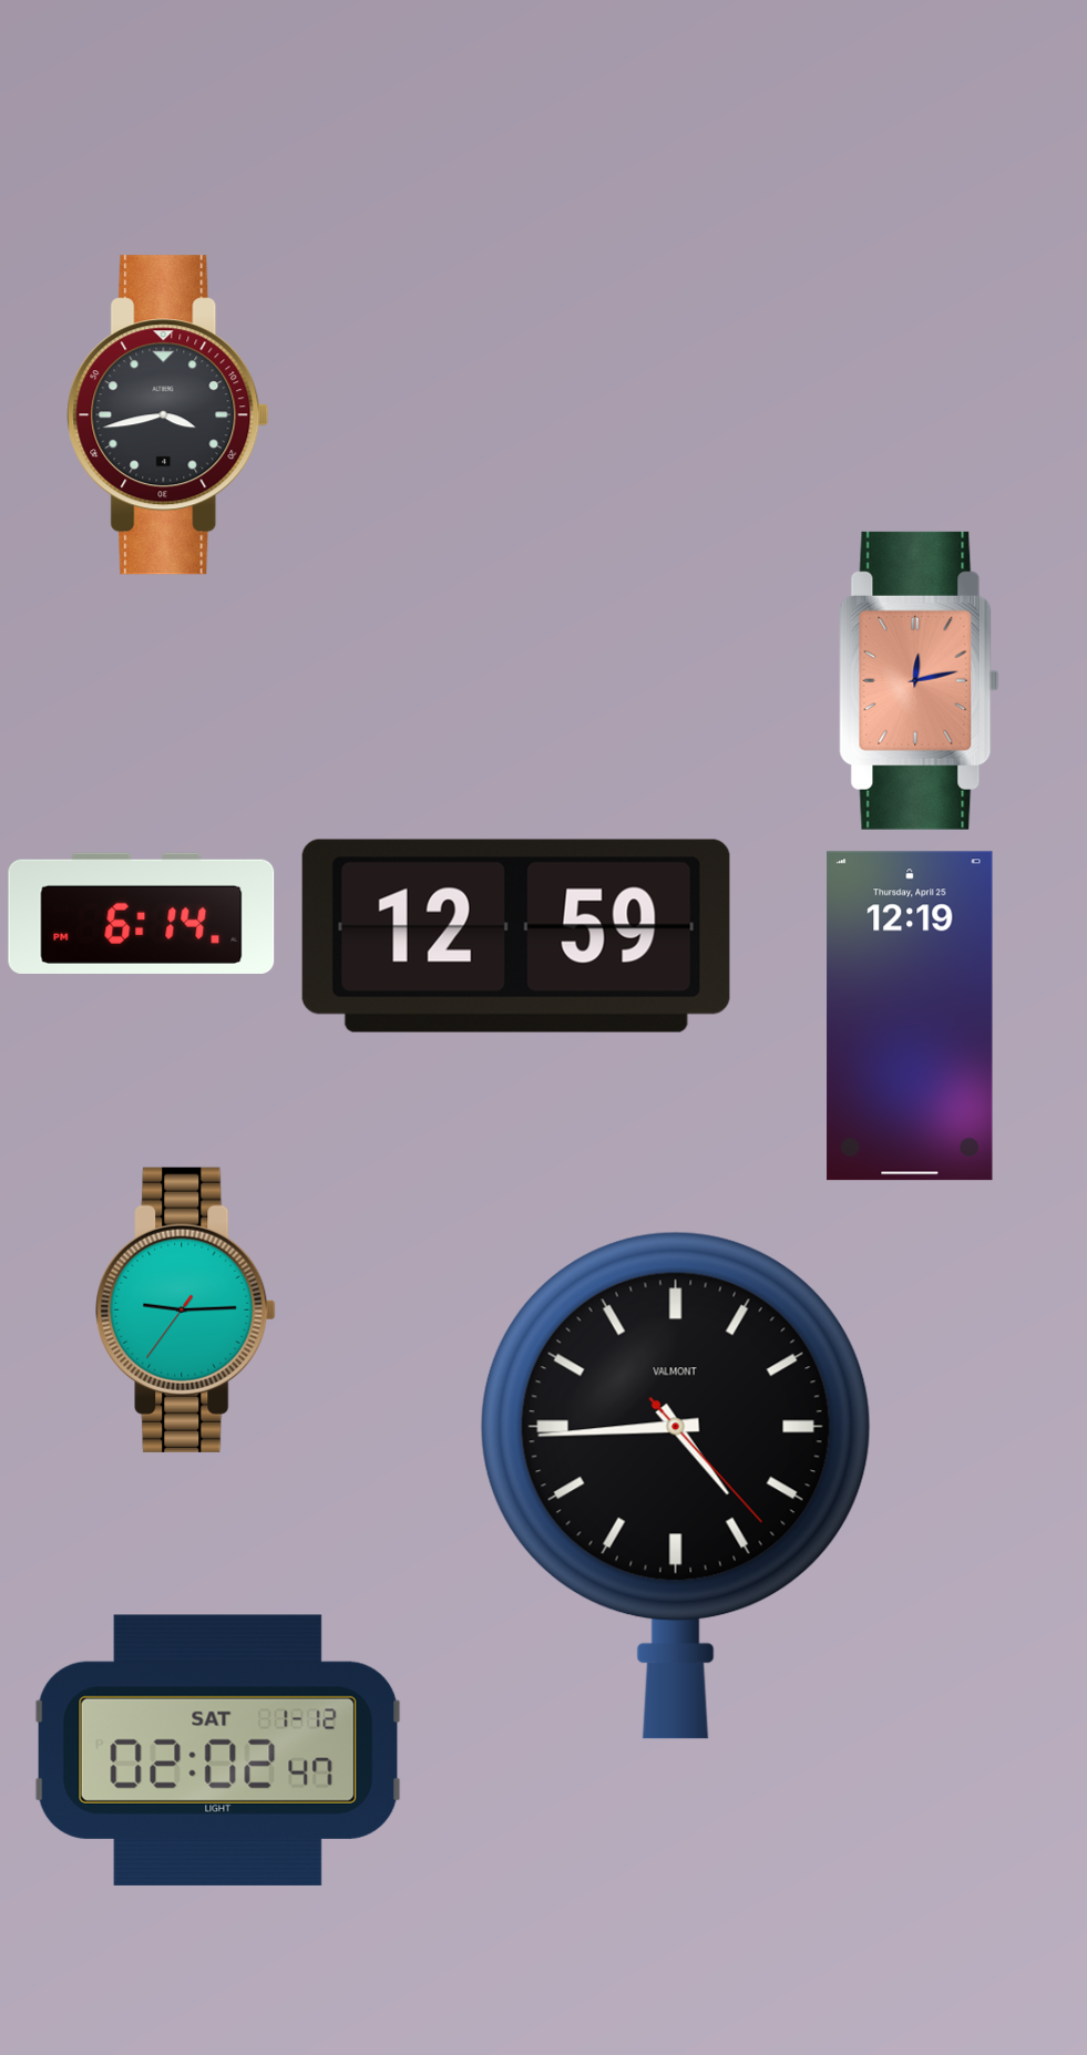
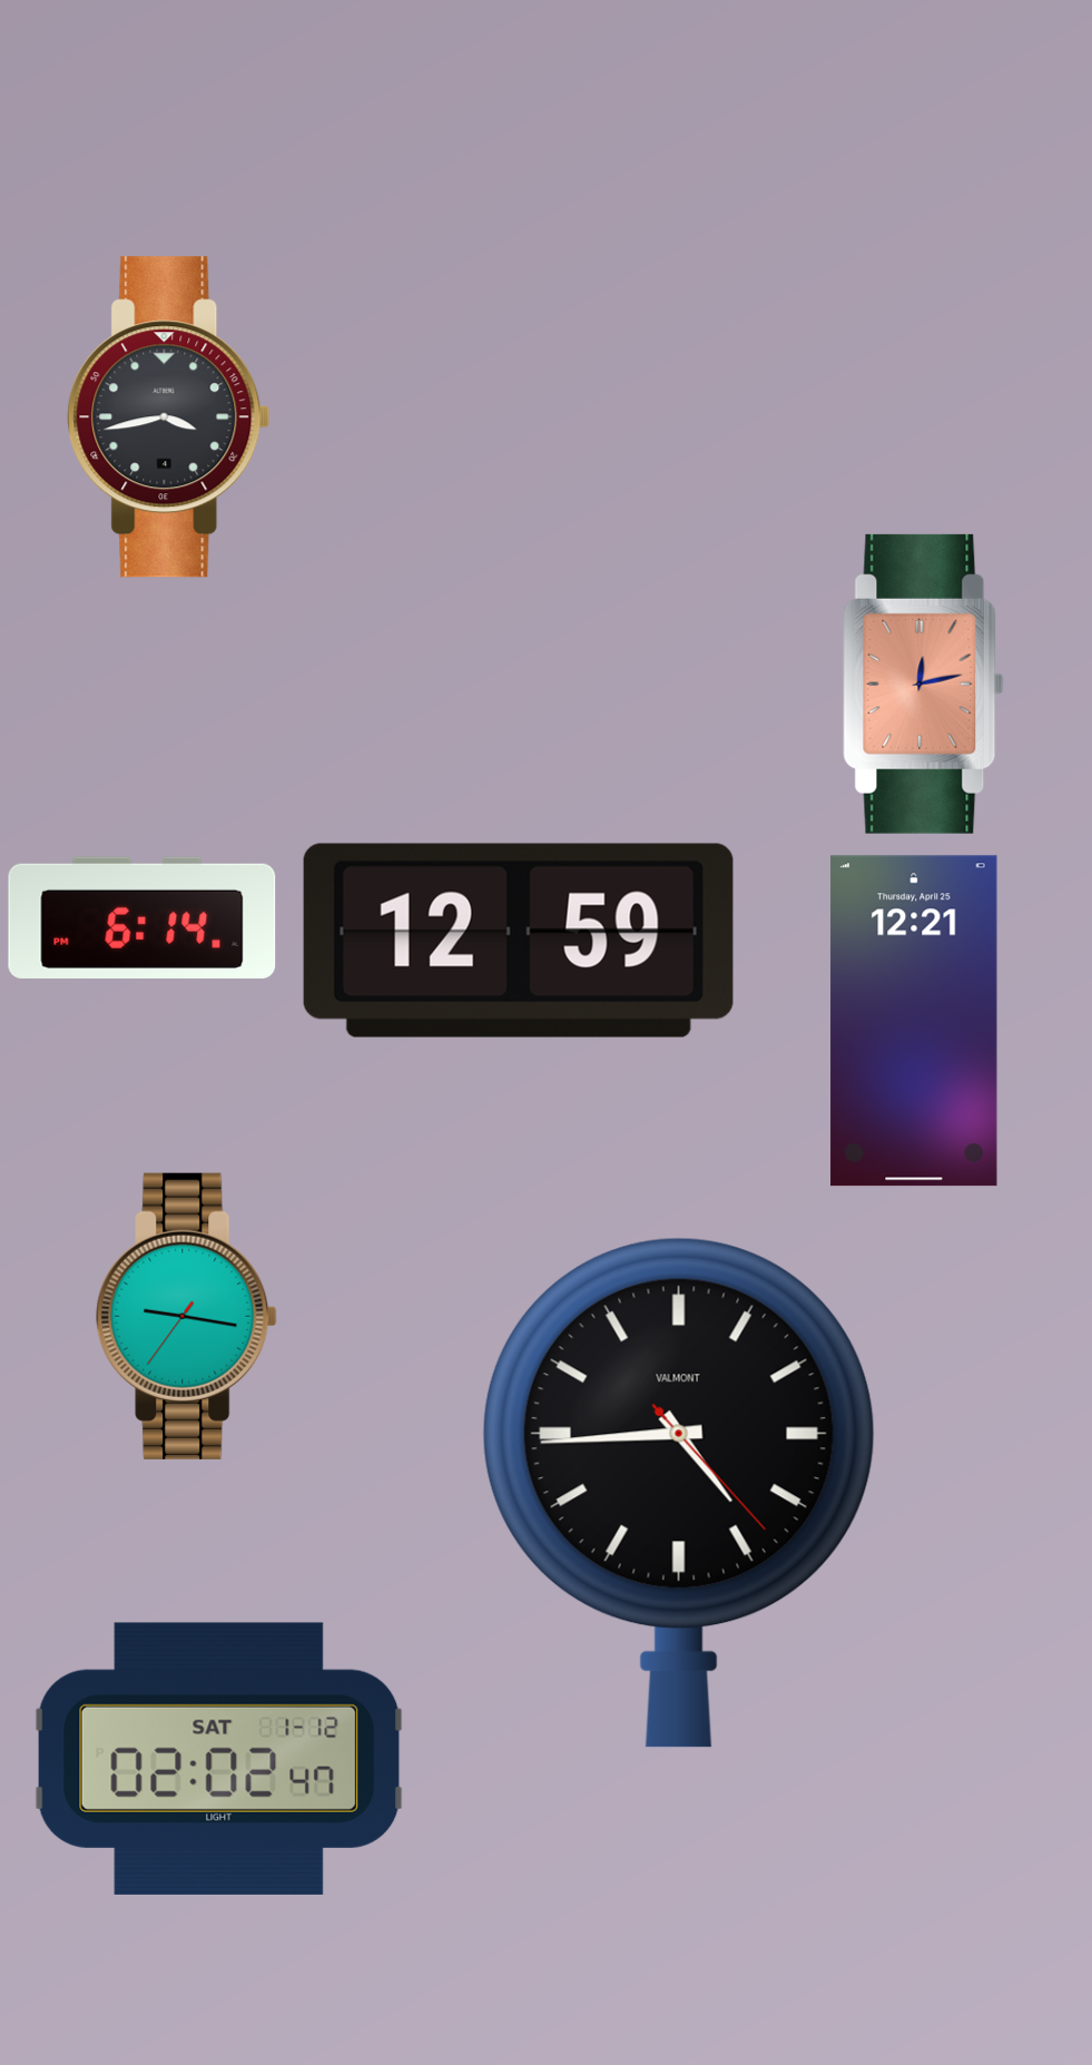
clock at (910, 1016): 12:19 -> 12:21
clock at (186, 1309): 9:14 -> 9:16
